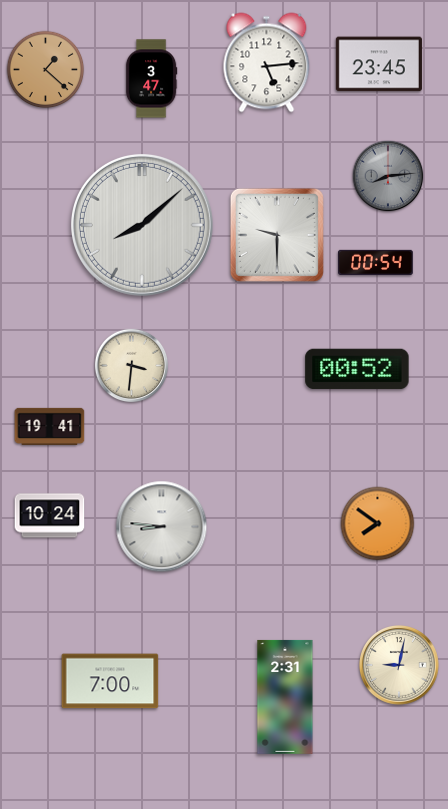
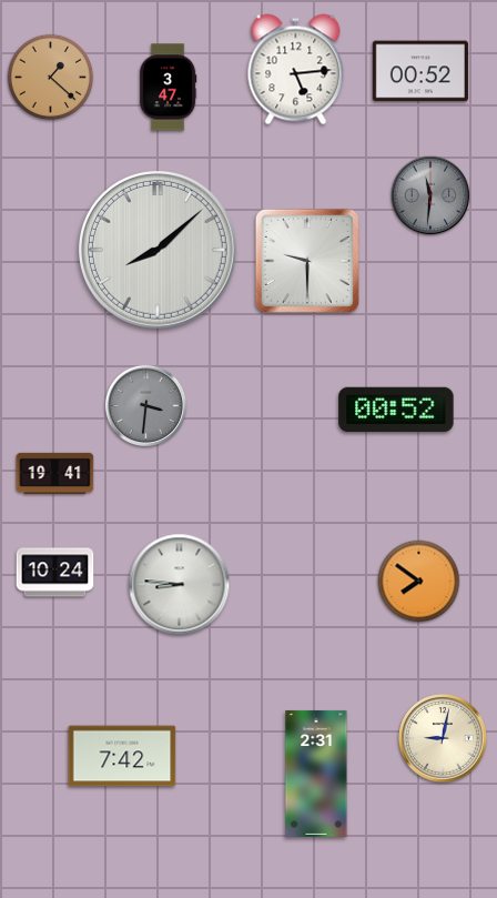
clock at (379, 64): 23:45 -> 00:52
clock at (388, 176): 8:14 -> 11:31
clock at (376, 262): 00:54 -> none
clock at (132, 366) dial: cream -> grey
clock at (110, 681): 7:00 -> 7:42
